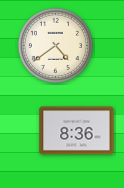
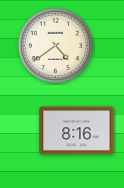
clock at (77, 131): 8:36 -> 8:16
